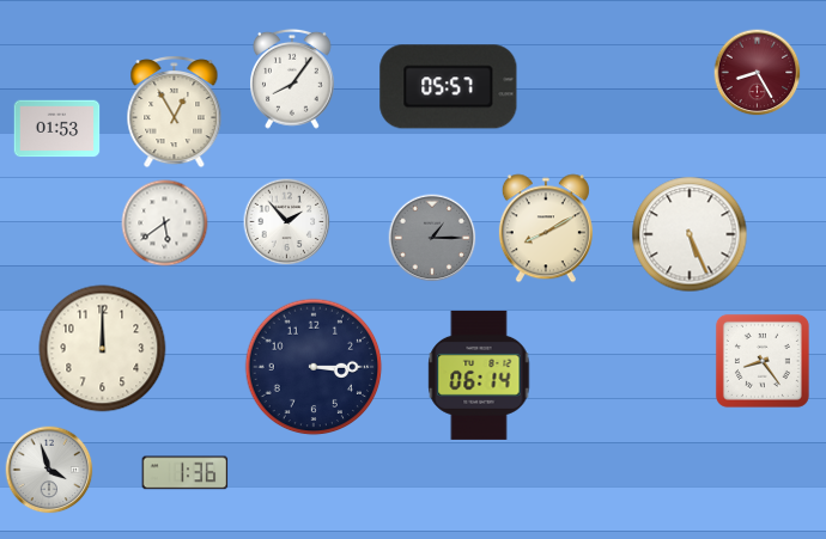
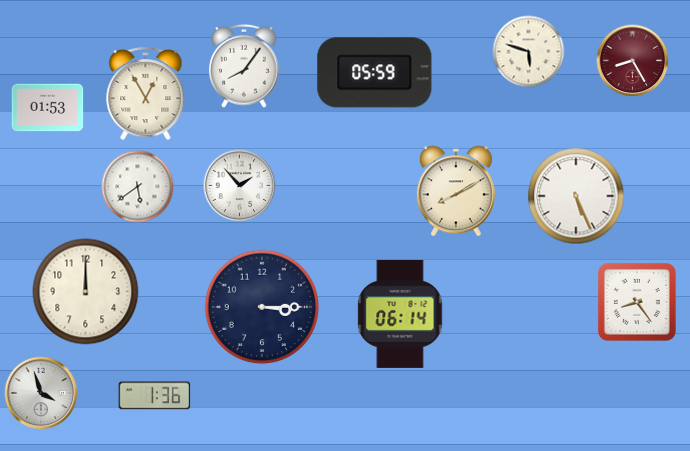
clock at (529, 52): none -> 5:48
clock at (449, 87): 05:57 -> 05:59
clock at (432, 238): 1:15 -> none
